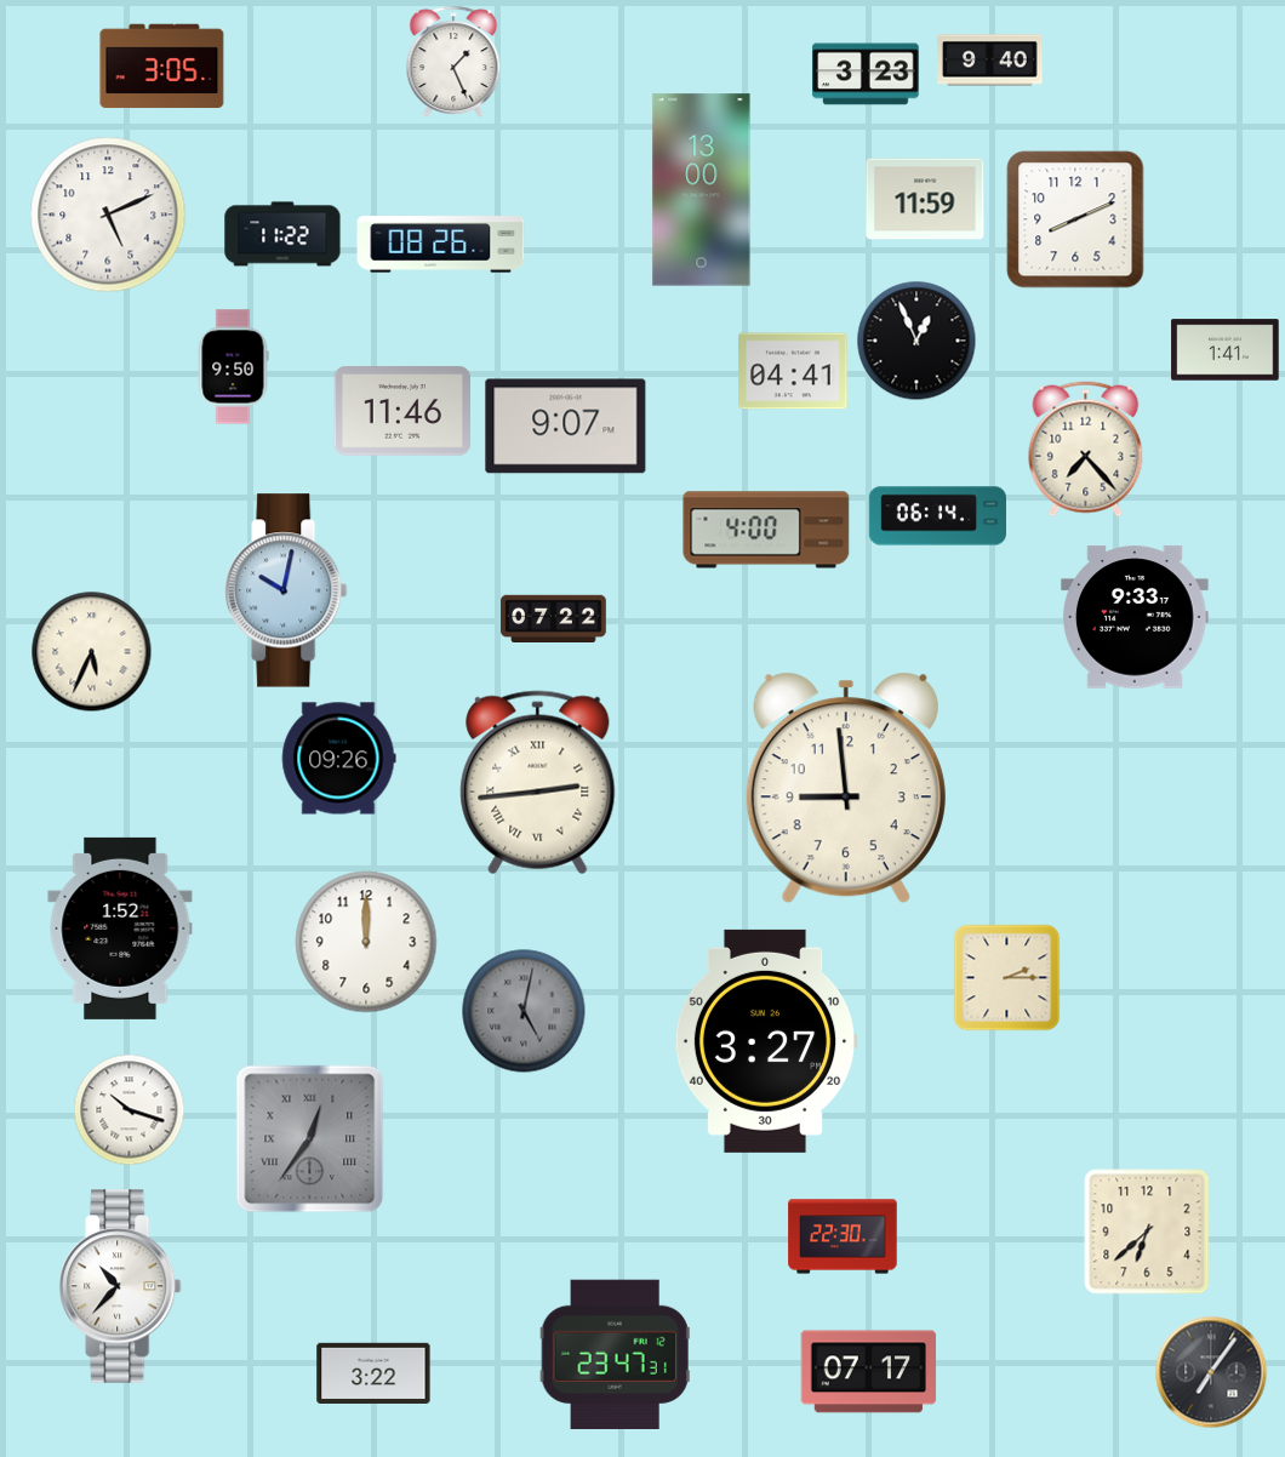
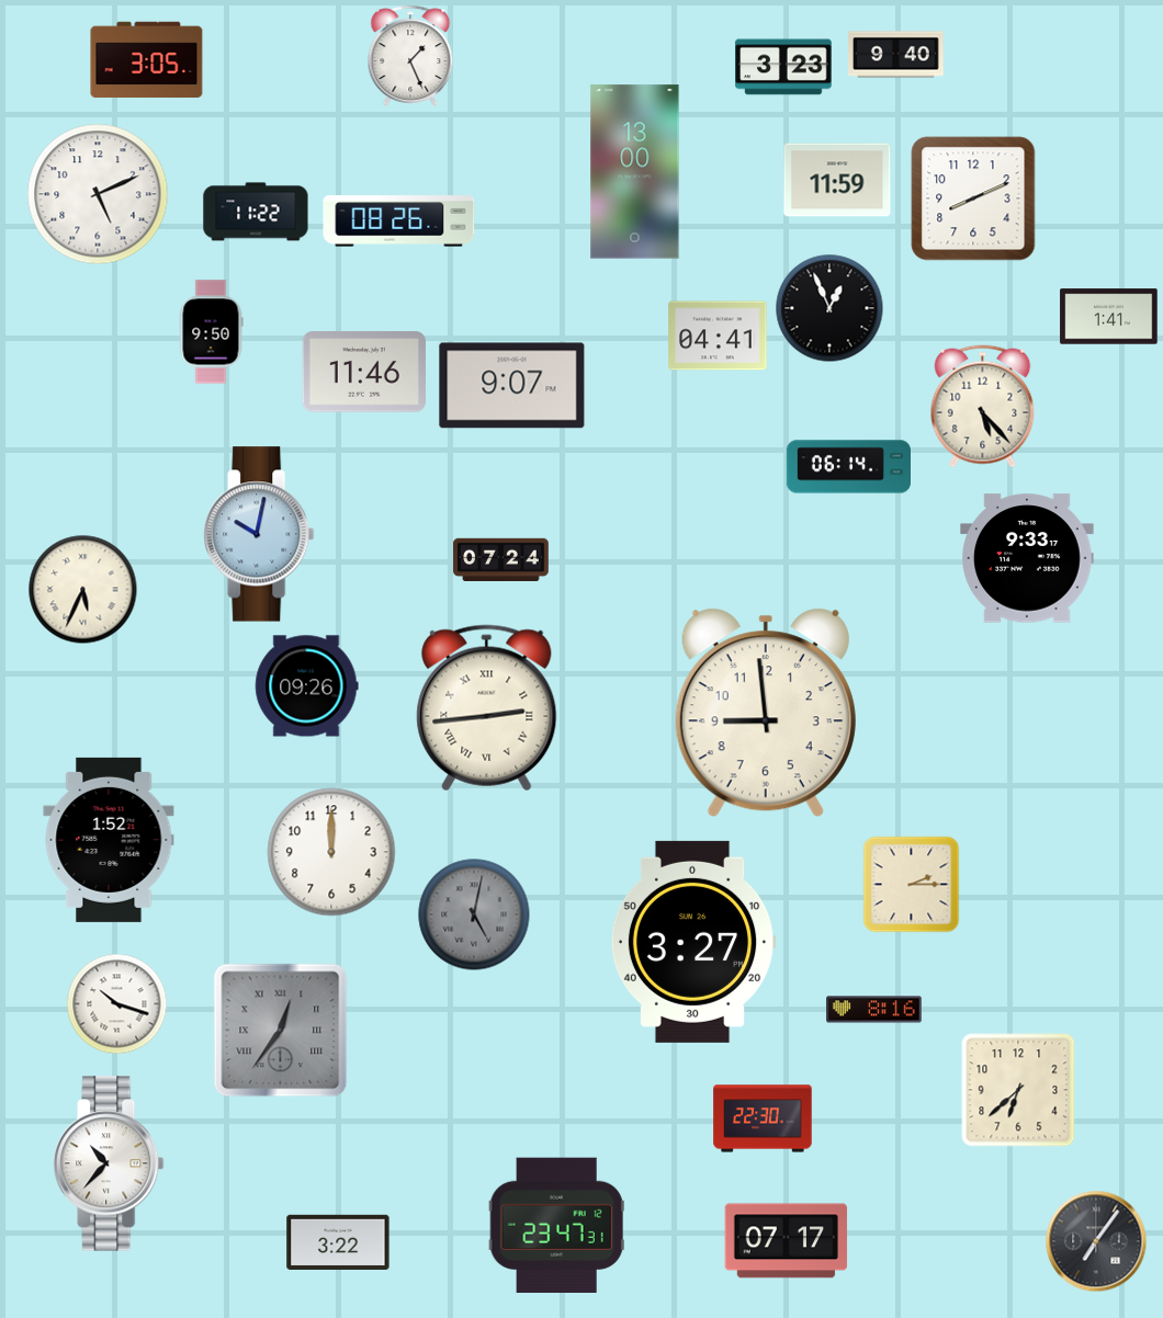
clock at (1086, 450): 7:23 -> 5:23
clock at (766, 530): 4:00 -> none
clock at (554, 619): 07:22 -> 07:24
clock at (874, 1010): none -> 8:16
clock at (1147, 1232) position: (1147, 1232) -> (1018, 1090)
